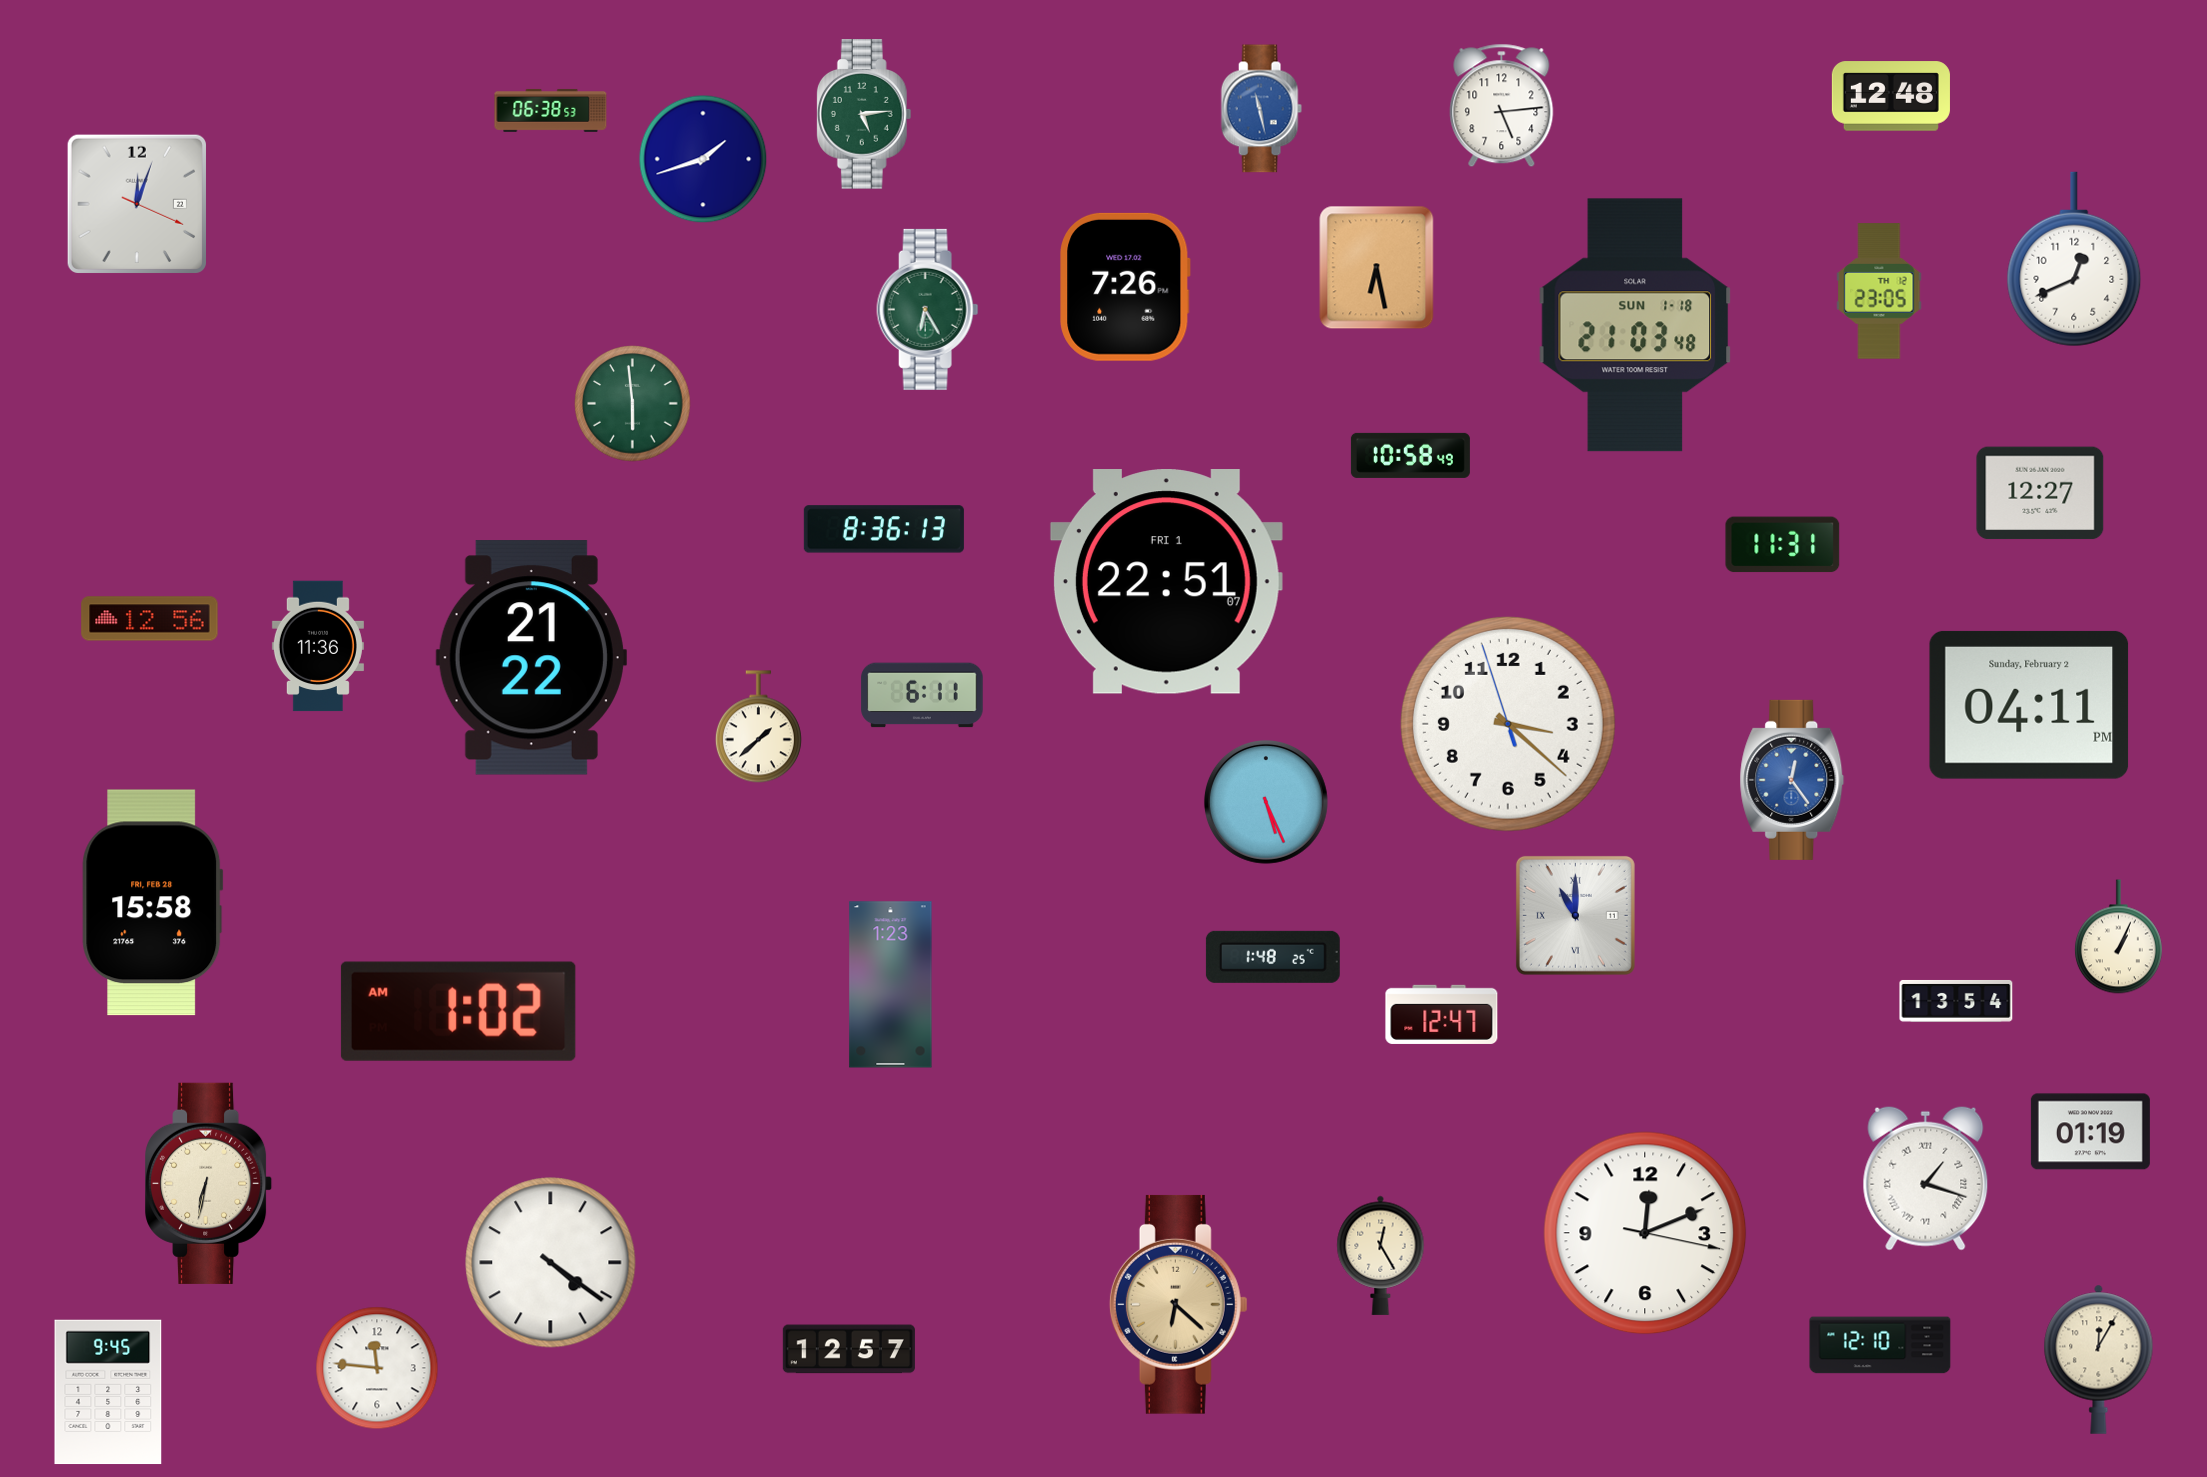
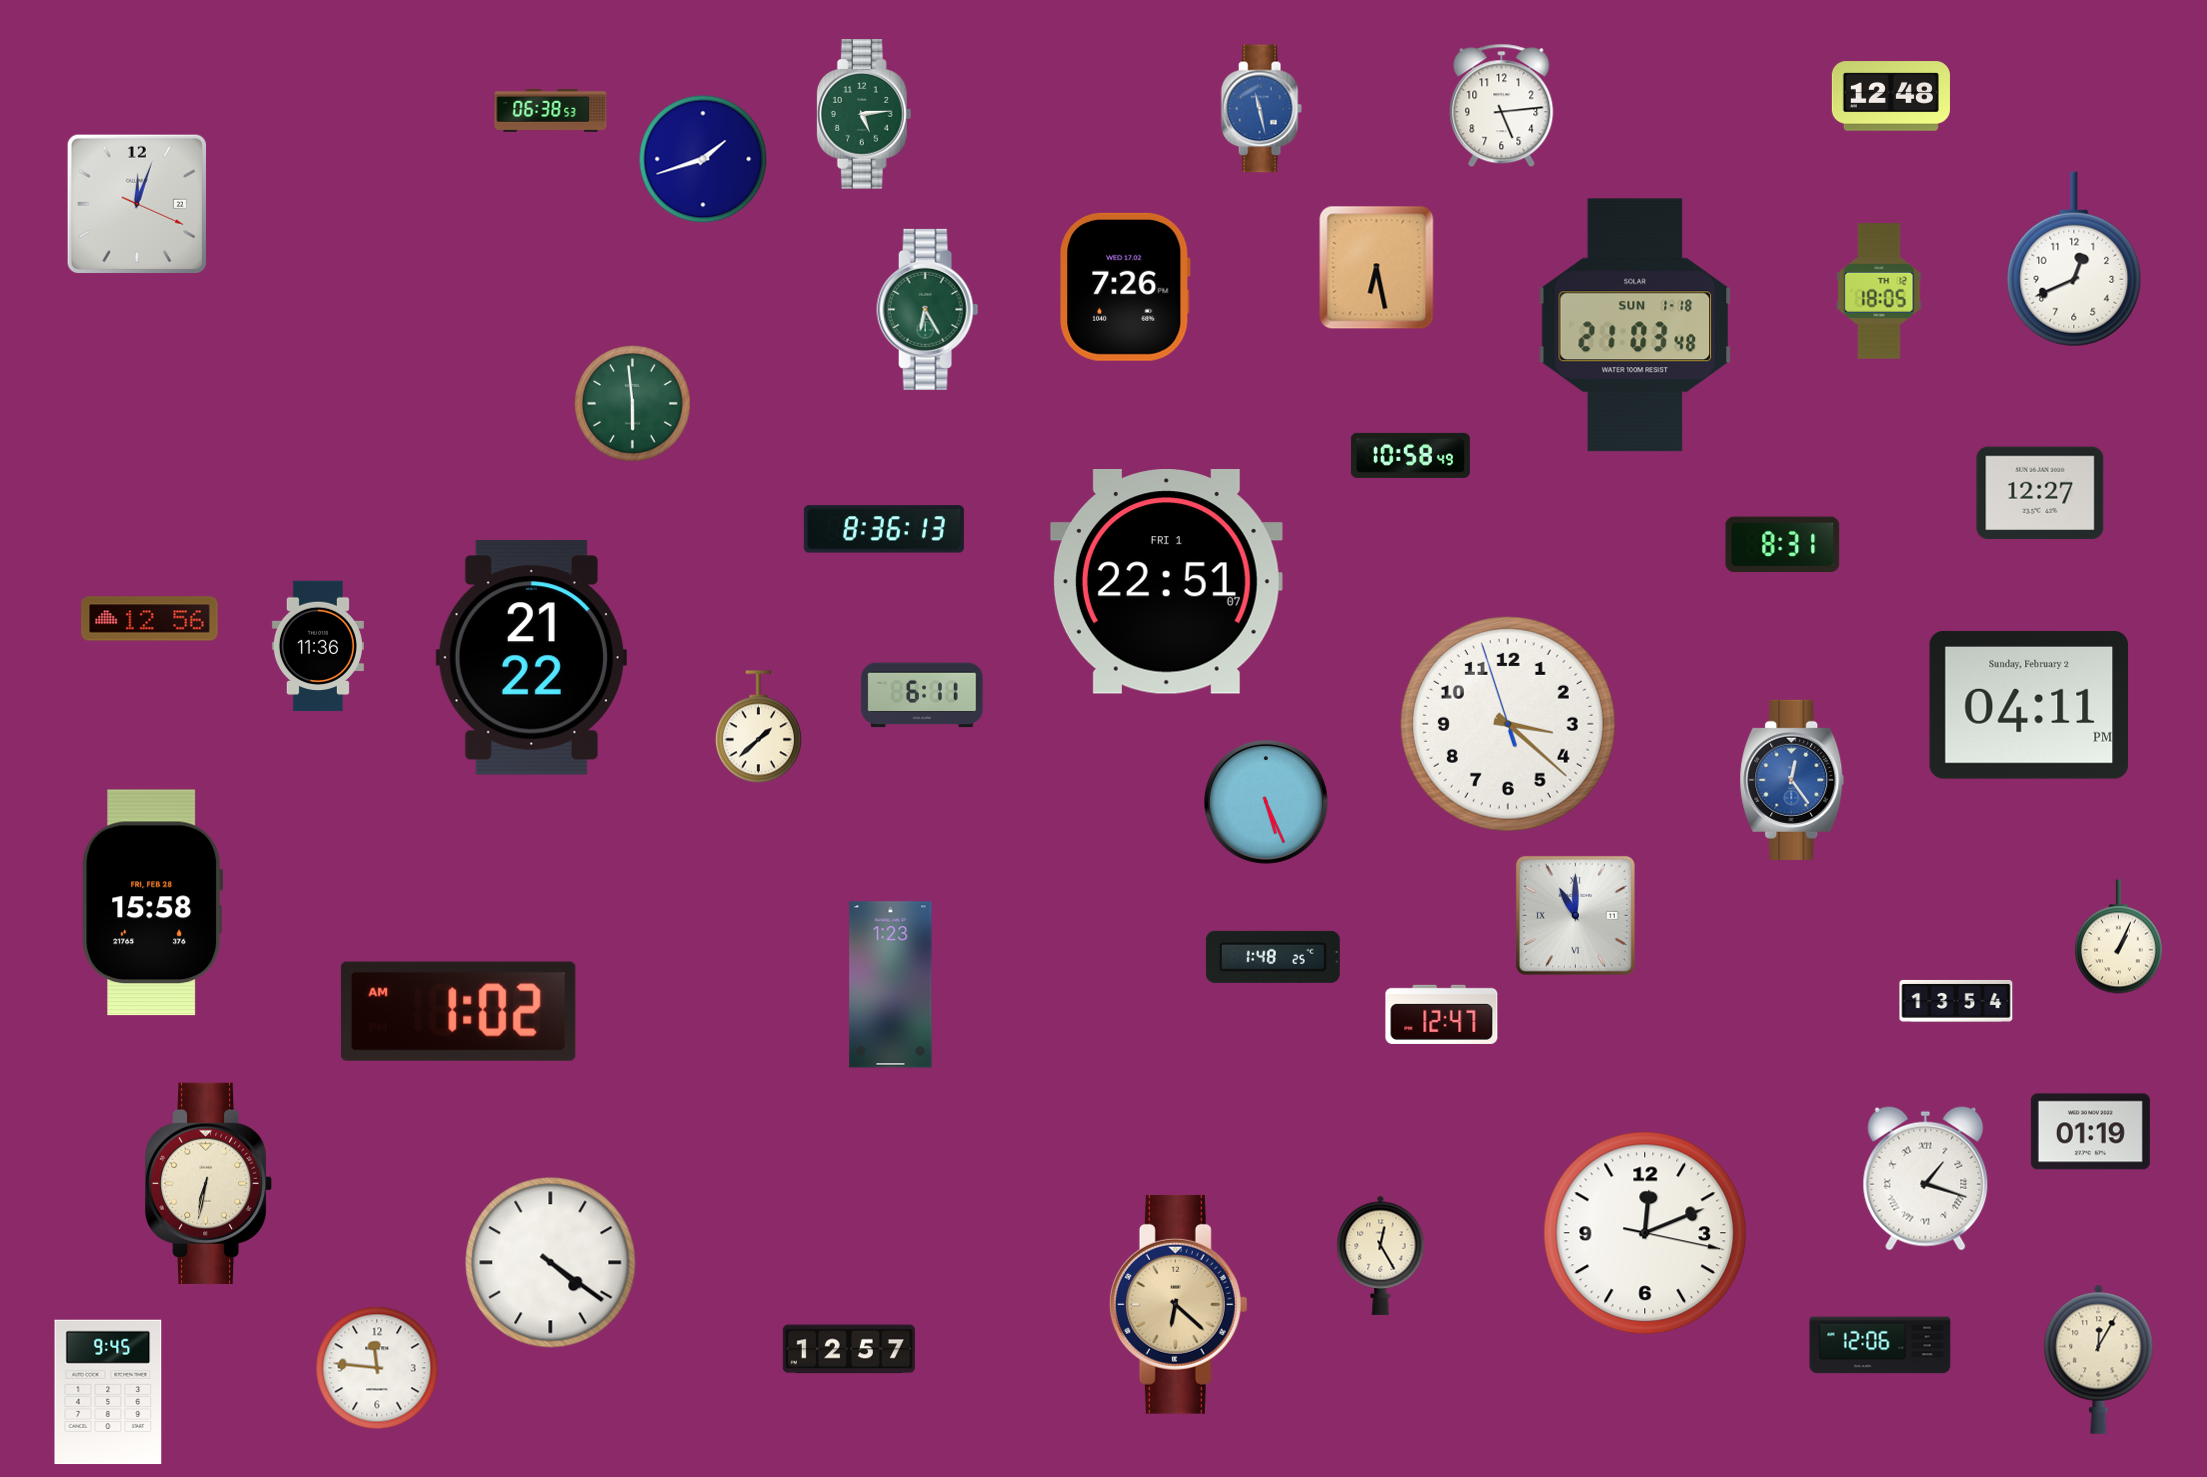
clock at (1879, 291): 23:05 -> 18:05
clock at (1783, 545): 11:31 -> 8:31
clock at (1880, 1345): 12:10 -> 12:06
